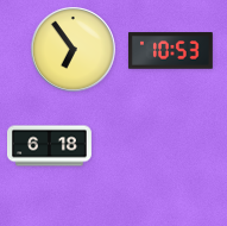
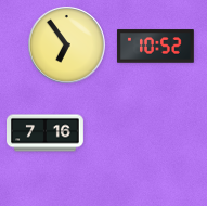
clock at (170, 51): 10:53 -> 10:52
clock at (50, 146): 6:18 -> 7:16
